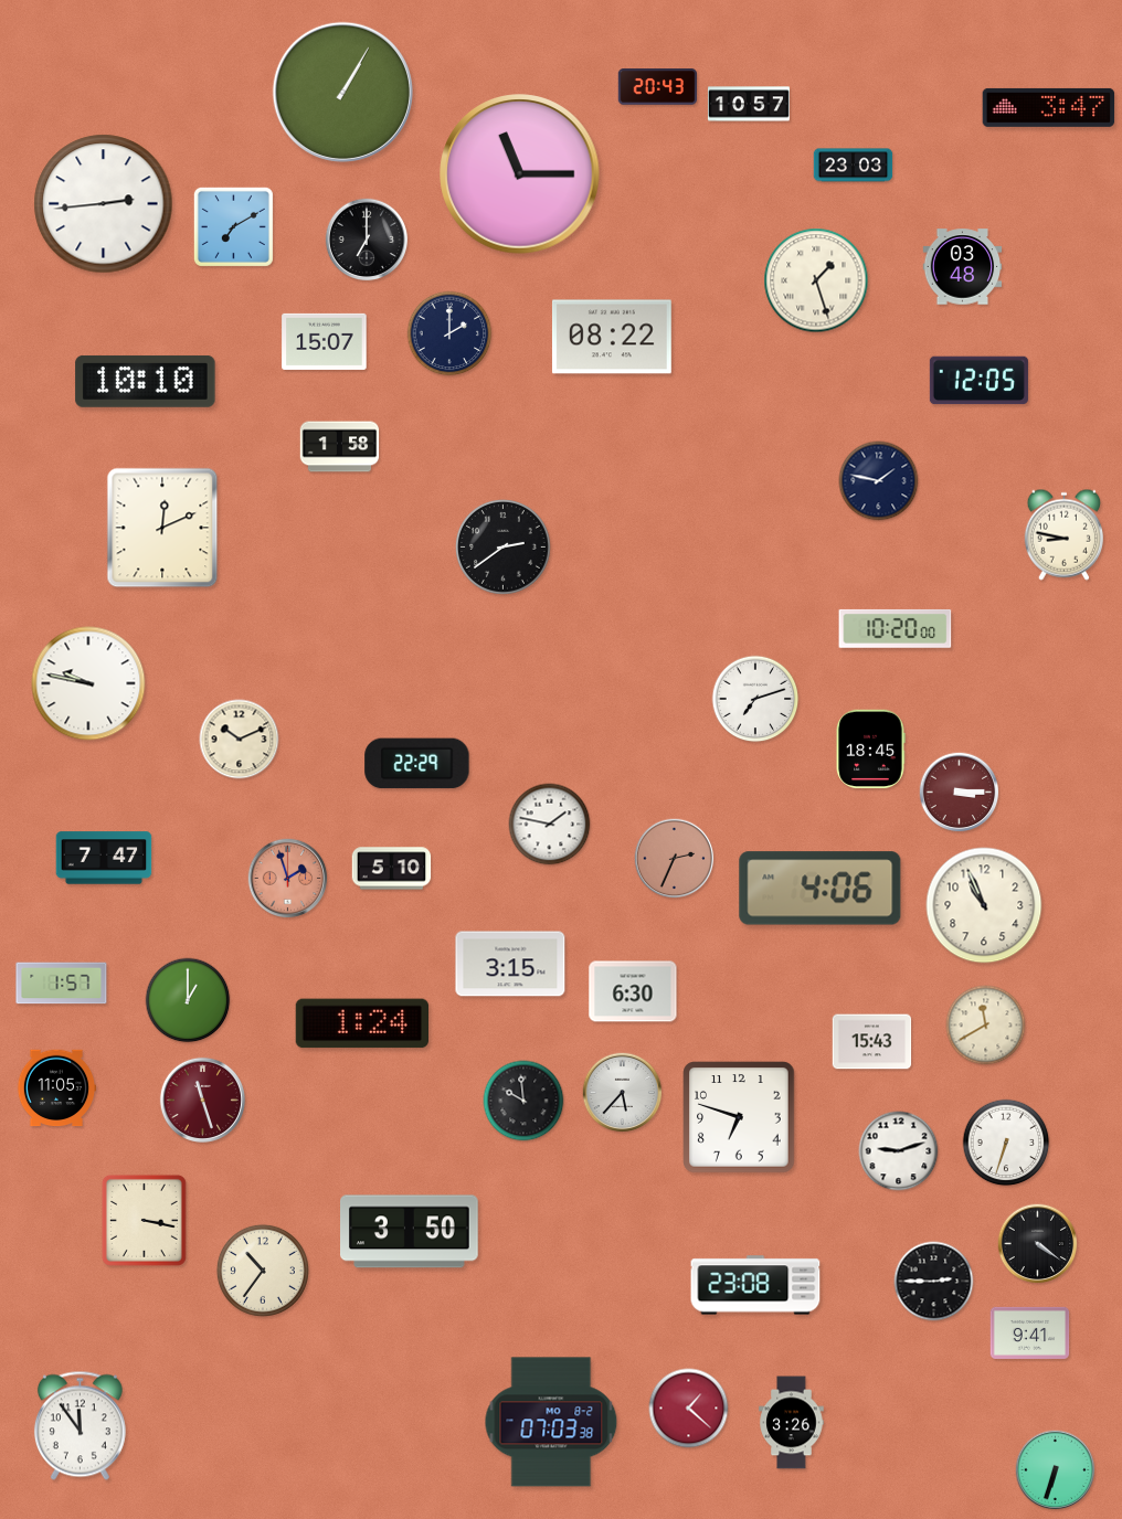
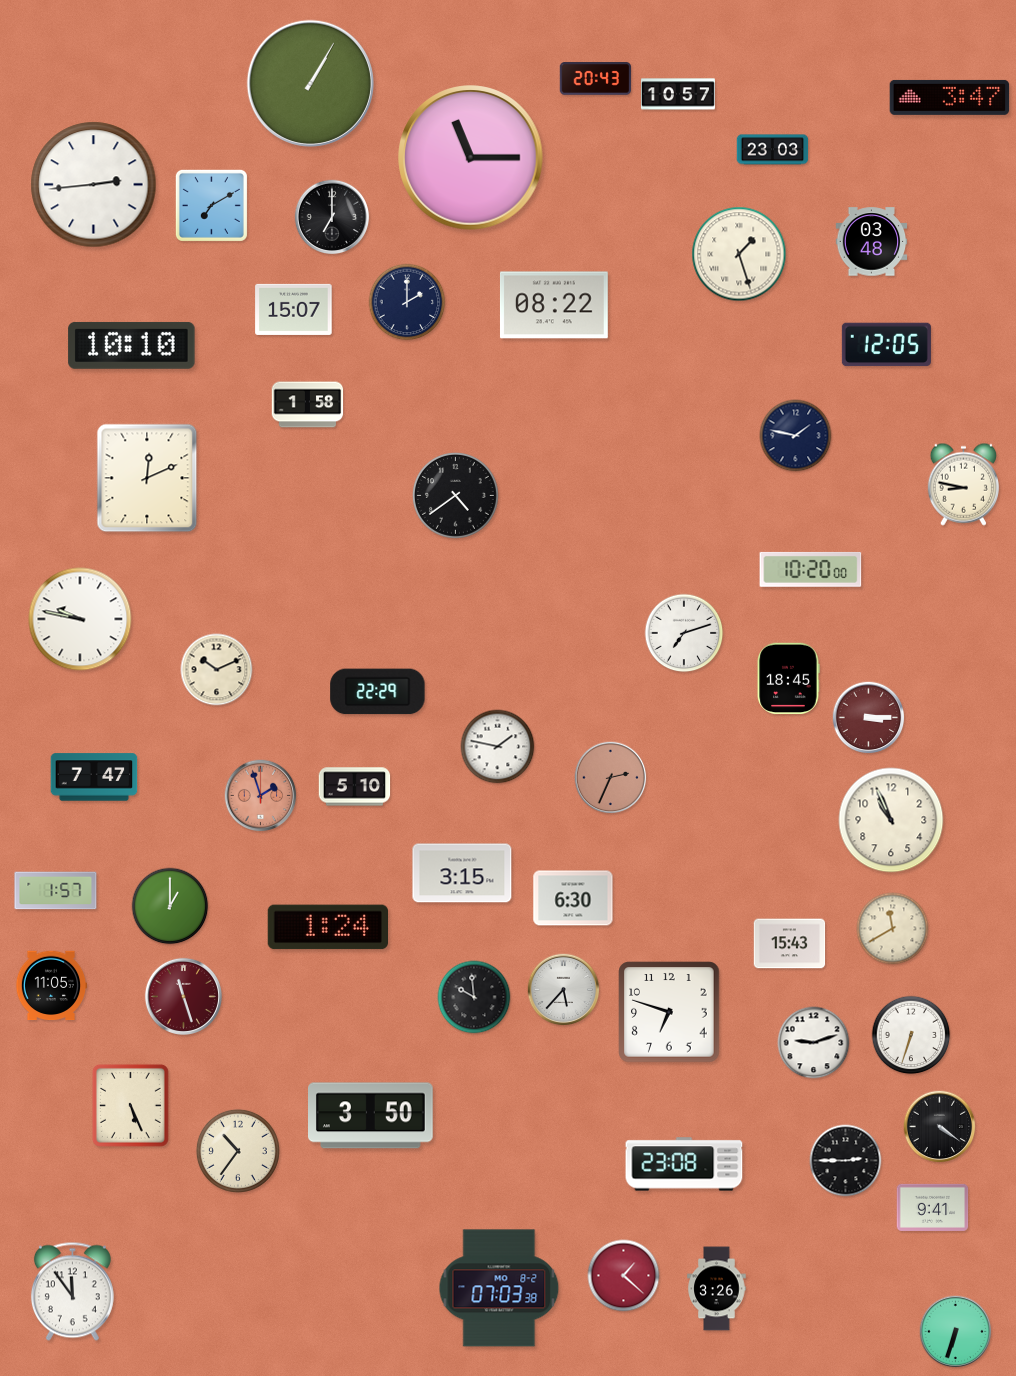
clock at (504, 548): 2:39 -> 4:39
clock at (821, 889): 4:06 -> none
clock at (144, 1220): 3:17 -> 5:26
